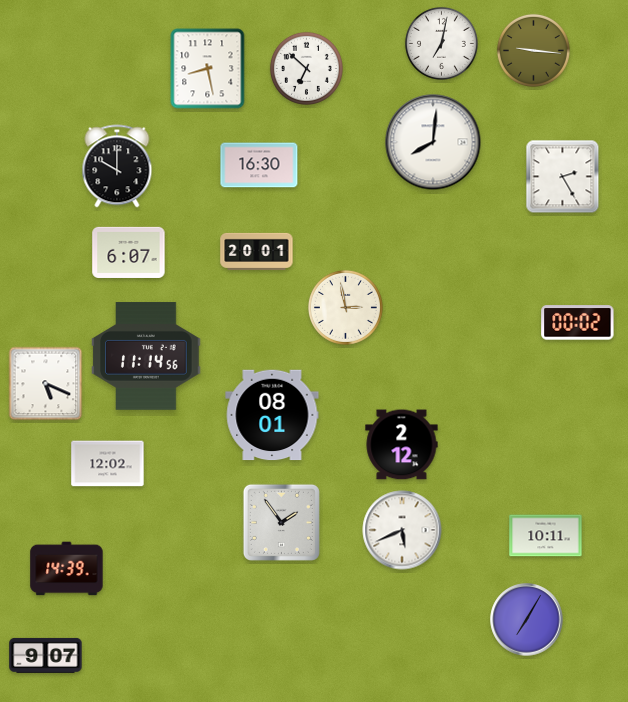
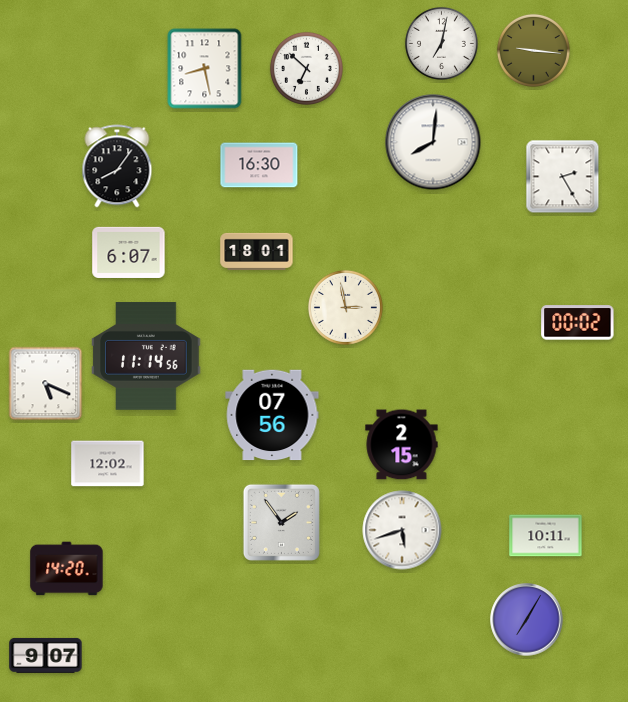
clock at (208, 69) position: (208, 69) -> (205, 69)
clock at (117, 166): 10:00 -> 8:06
clock at (257, 251): 20:01 -> 18:01
clock at (272, 415): 08:01 -> 07:56
clock at (402, 445): 2:12 -> 2:15
clock at (402, 530): 5:41 -> 5:42
clock at (67, 569): 14:39 -> 14:20
